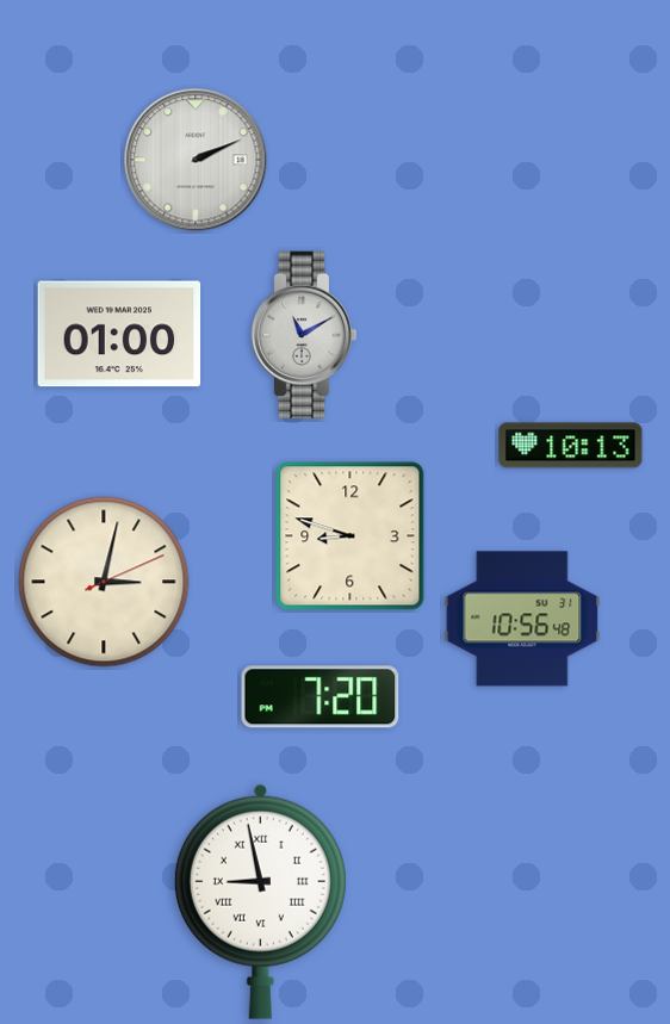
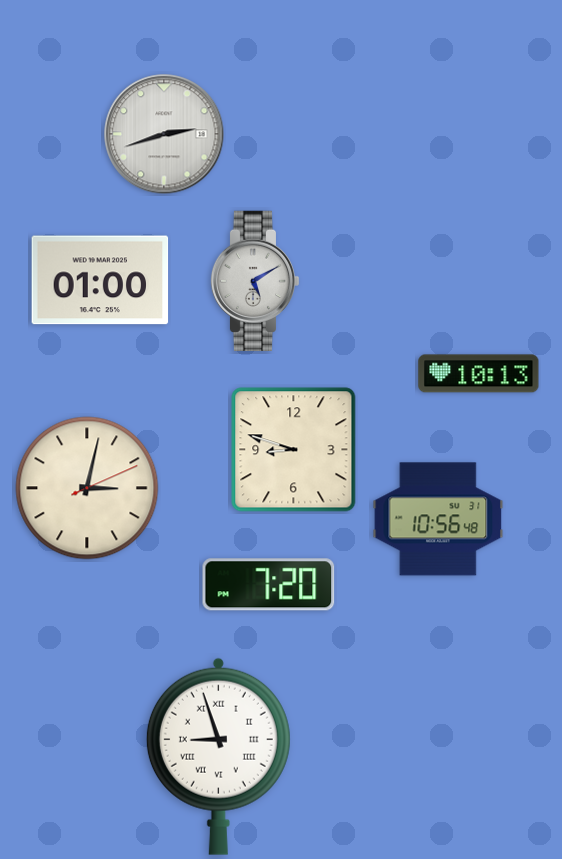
clock at (196, 160): 2:11 -> 2:42
clock at (304, 334): 11:10 -> 5:10
clock at (260, 901): 8:58 -> 8:57
